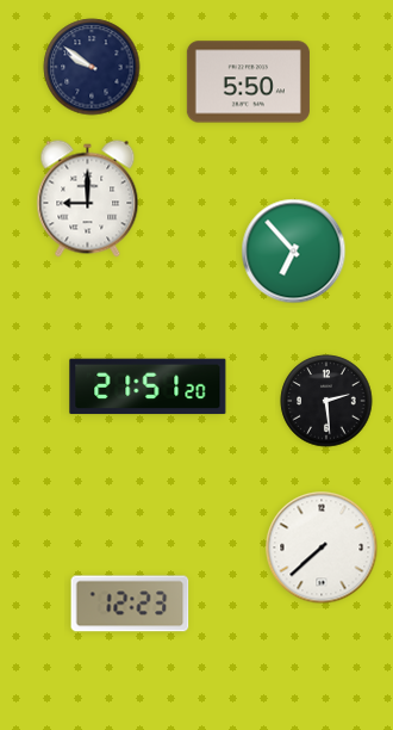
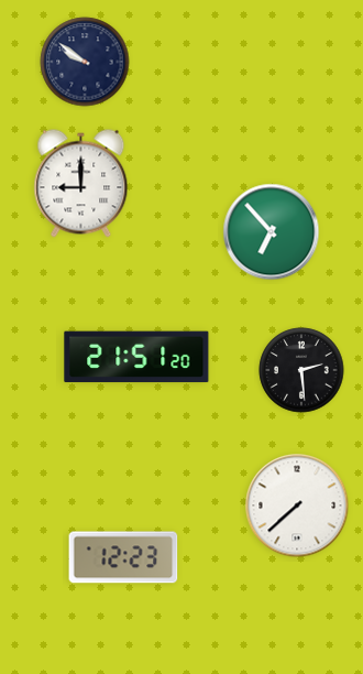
clock at (248, 82): 5:50 -> none
clock at (130, 604) position: (130, 604) -> (123, 557)
